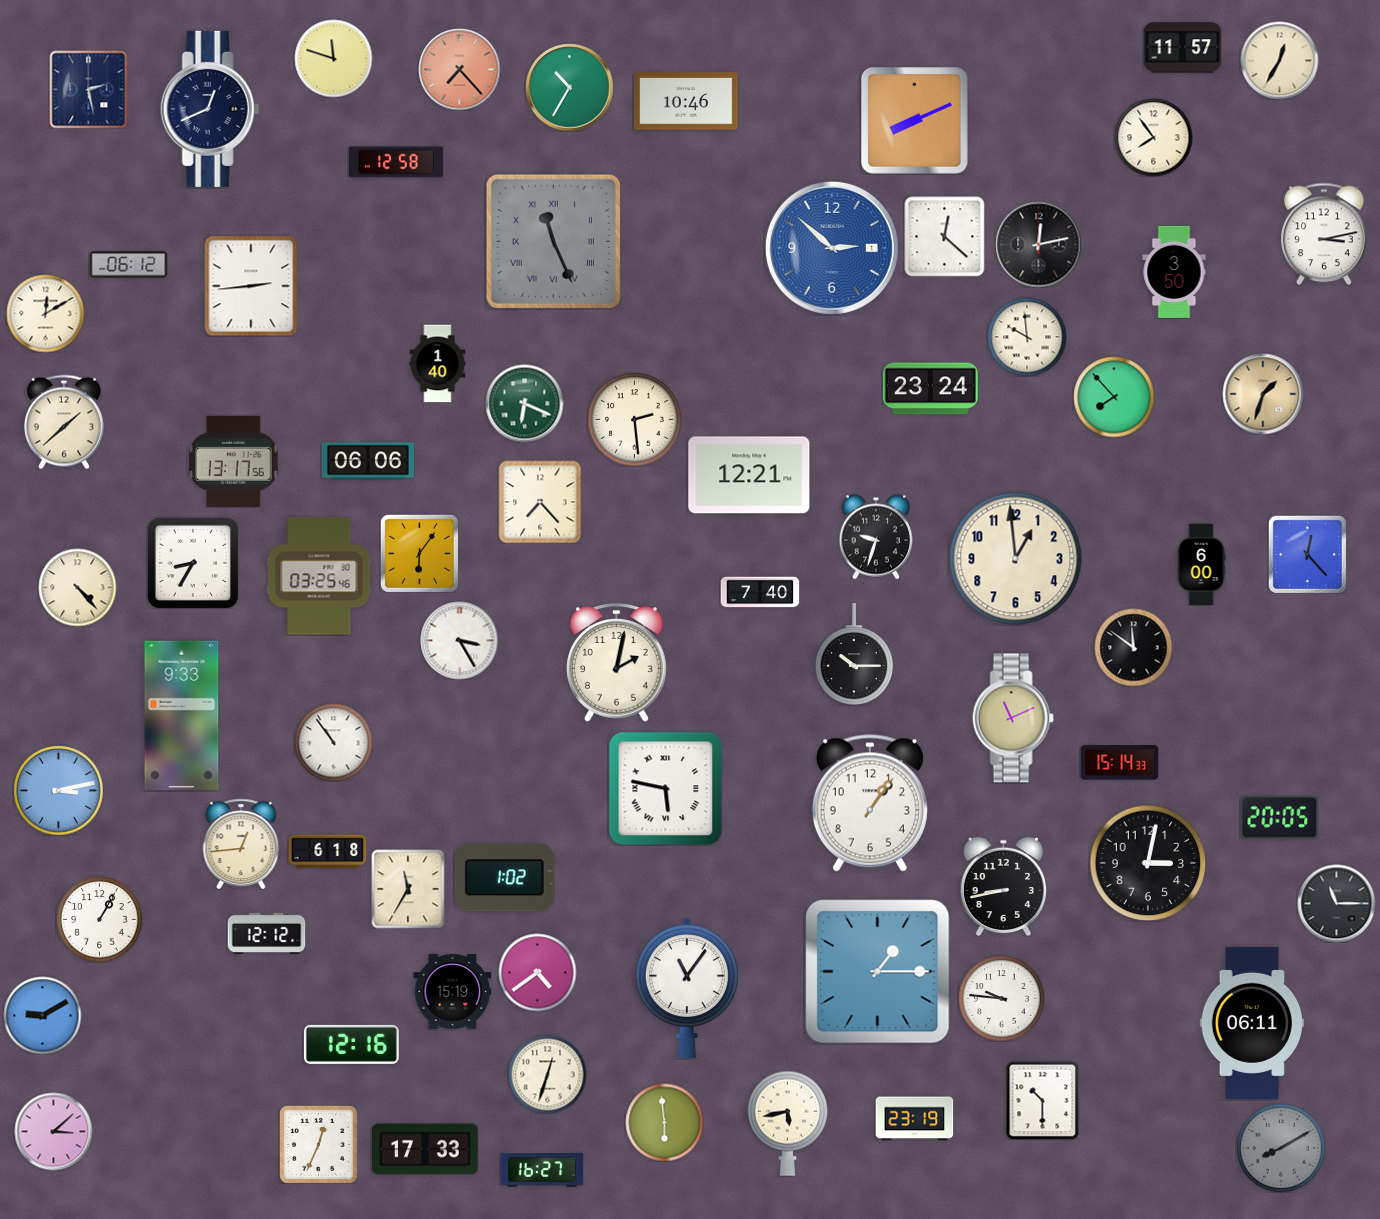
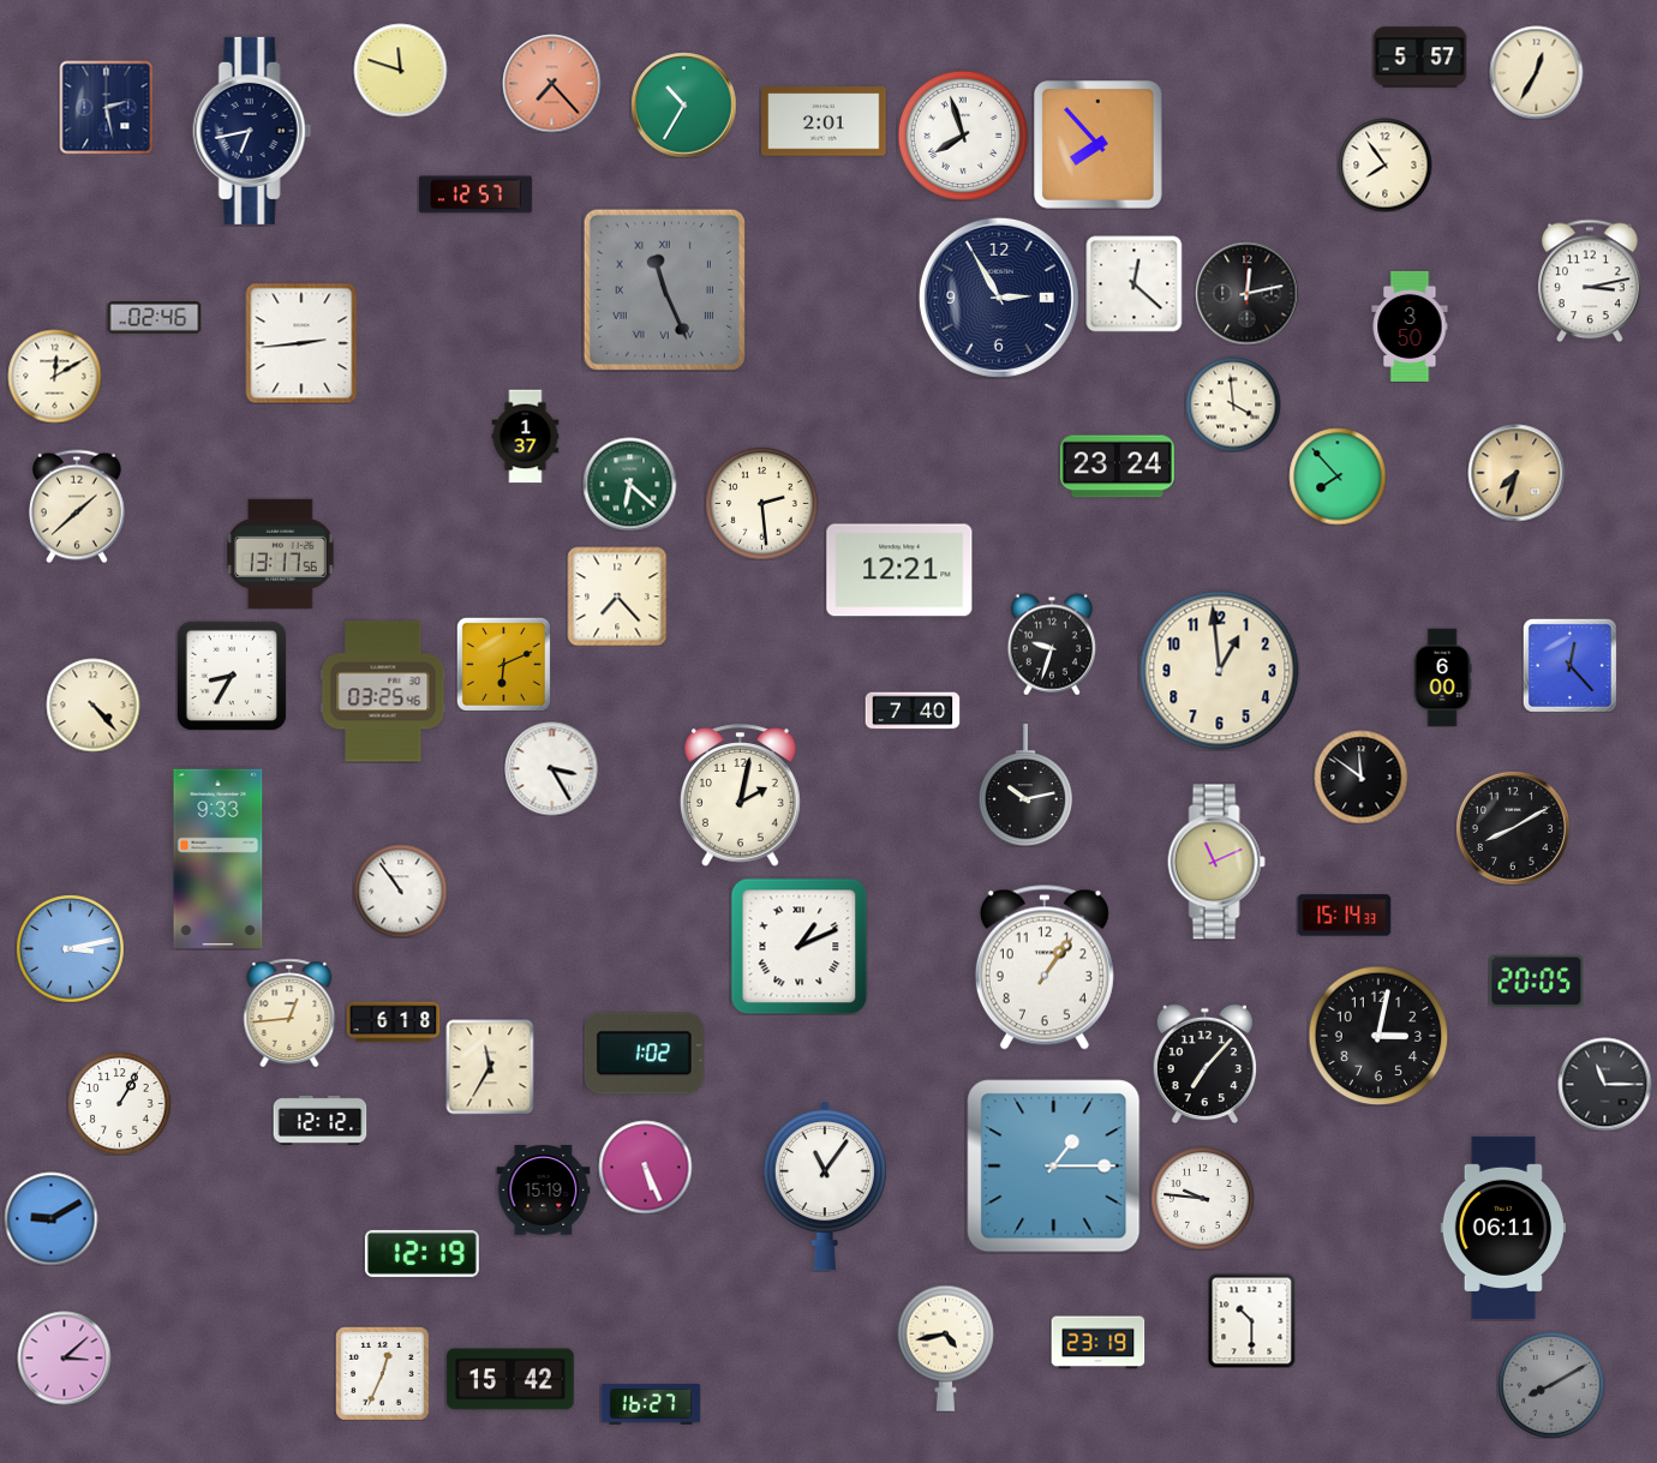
clock at (1182, 48): 11:57 -> 5:57
clock at (686, 101): 10:46 -> 2:01
clock at (210, 109): 12:41 -> 6:43
clock at (962, 134): none -> 7:57
clock at (915, 121): 8:11 -> 7:53
clock at (396, 162): 12:58 -> 12:57
clock at (832, 248): 2:52 -> 2:55
clock at (832, 248) dial: blue -> navy
clock at (128, 265): 06:12 -> 02:46
clock at (1027, 337): 9:59 -> 3:59
clock at (438, 363): 1:40 -> 1:37
clock at (1263, 394): 1:33 -> 7:33
clock at (524, 403): 6:19 -> 6:22
clock at (368, 461): 06:06 -> none
clock at (540, 502) position: (540, 502) -> (617, 596)
clock at (419, 553): 6:06 -> 6:11
clock at (854, 654): 10:15 -> 10:13
clock at (1513, 828): none -> 8:10
clock at (665, 788): 5:47 -> 1:11
clock at (870, 803) position: (870, 803) -> (1045, 967)
clock at (504, 878) position: (504, 878) -> (644, 1054)
clock at (1003, 886): 8:43 -> 7:07
clock at (537, 972): 4:39 -> 5:26
clock at (351, 1044): 12:16 -> 12:19
clock at (547, 1074): 12:33 -> none
clock at (664, 1122): 5:59 -> none
clock at (787, 1123): 5:43 -> 4:43
clock at (1281, 1148) position: (1281, 1148) -> (1551, 1385)
clock at (425, 1149): 17:33 -> 15:42
